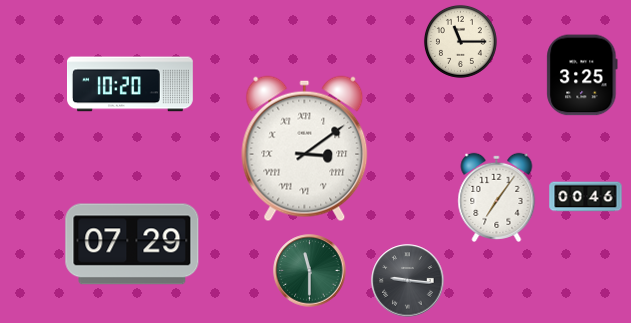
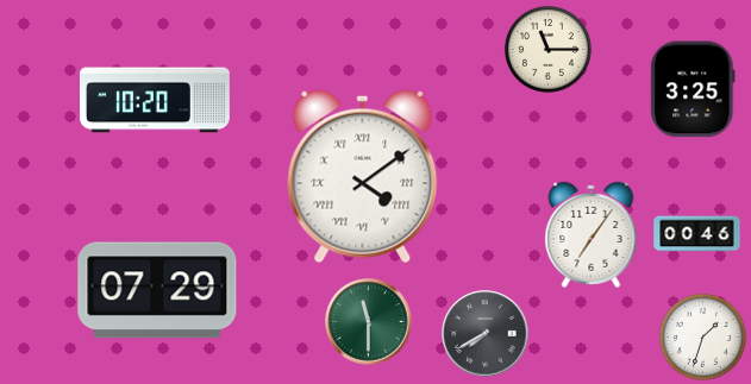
clock at (305, 149): 3:09 -> 4:09
clock at (408, 281): 9:16 -> 7:40
clock at (702, 336): none -> 1:33
